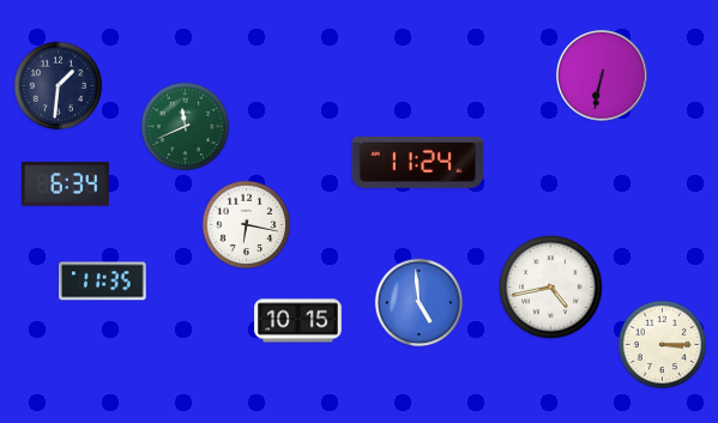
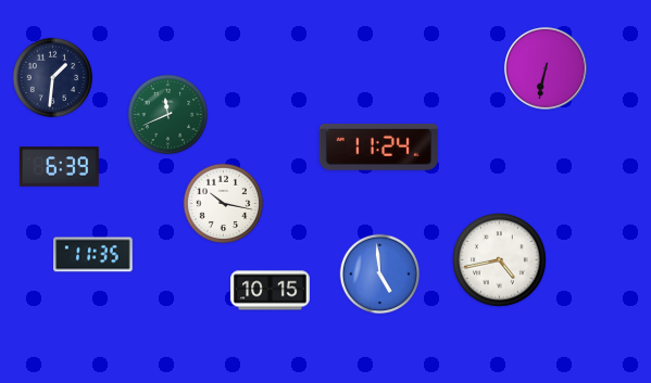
clock at (66, 185): 6:34 -> 6:39
clock at (247, 225): 6:17 -> 10:17
clock at (663, 345): 3:15 -> none
